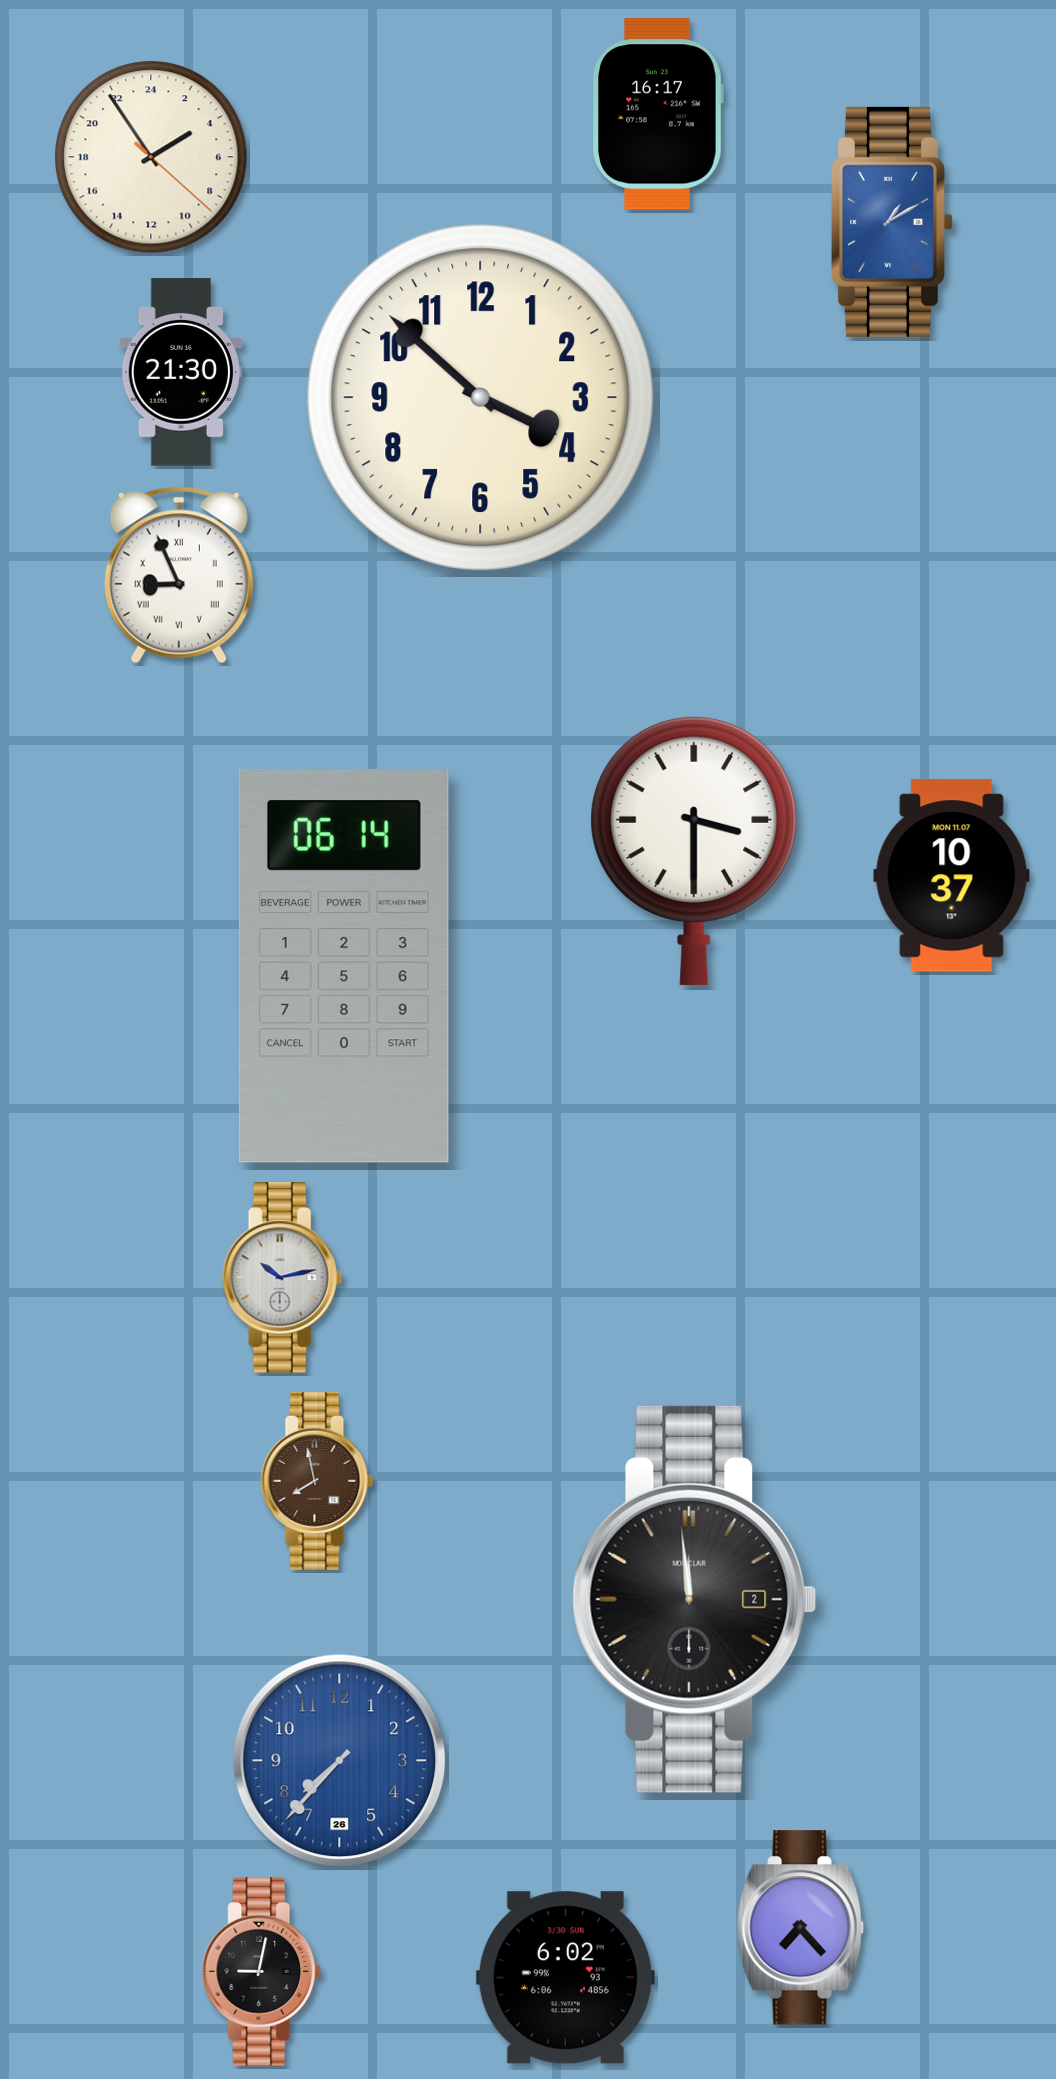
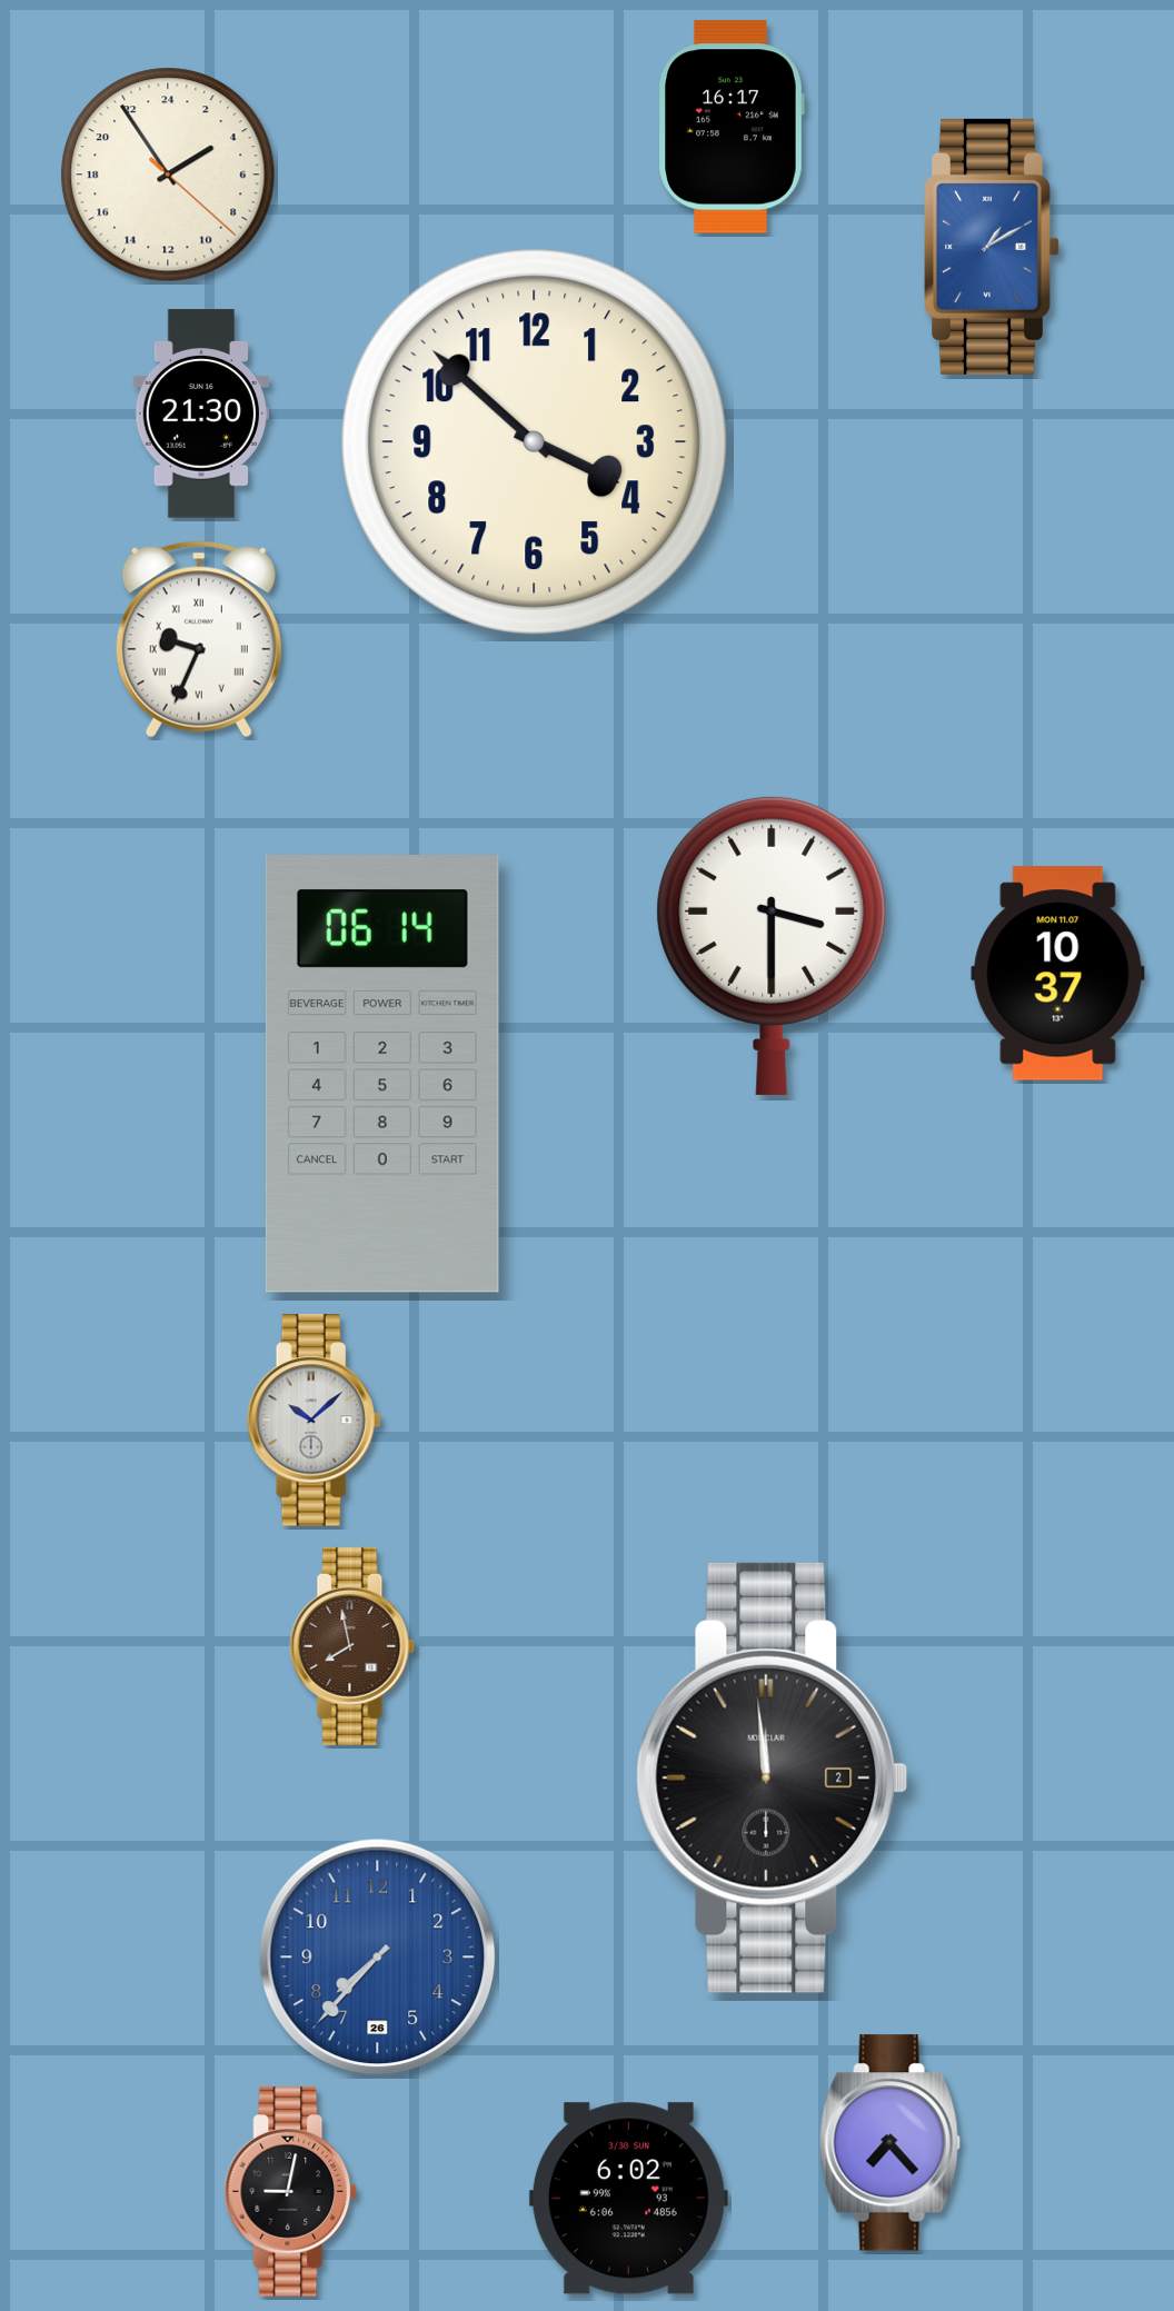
clock at (179, 575): 8:56 -> 9:34
clock at (282, 1278): 10:13 -> 10:08
